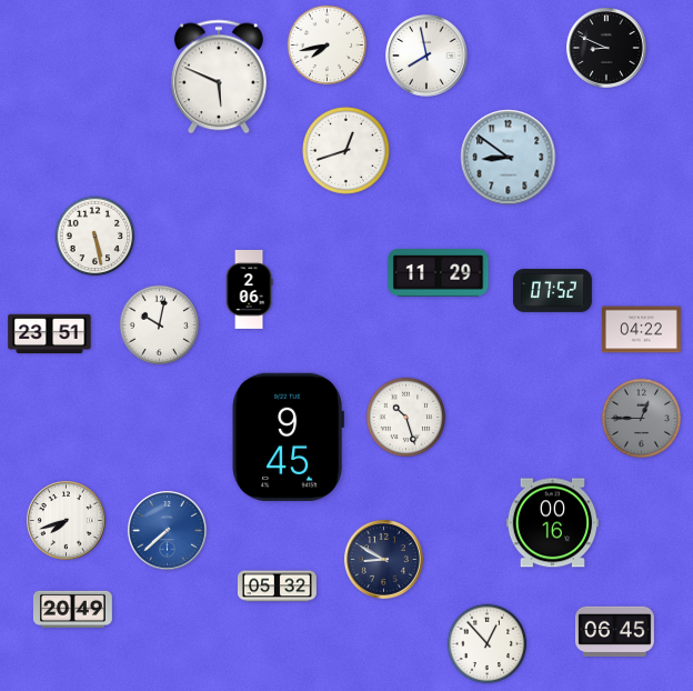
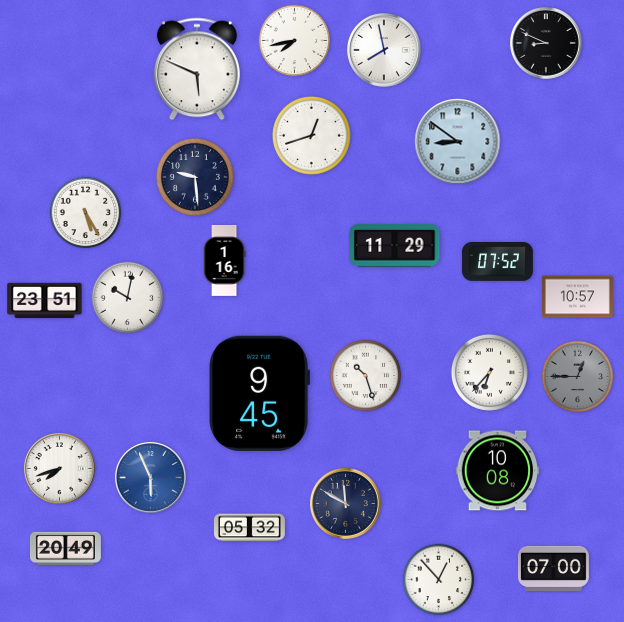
clock at (195, 177): none -> 9:29
clock at (96, 237): 5:28 -> 5:25
clock at (249, 289): 2:06 -> 1:16
clock at (160, 326) position: (160, 326) -> (128, 298)
clock at (641, 330): 04:22 -> 10:57
clock at (489, 372): none -> 6:37
clock at (553, 523): 00:16 -> 10:08
clock at (167, 530): 7:38 -> 5:56
clock at (383, 559): 8:50 -> 11:50
clock at (614, 631): 06:45 -> 07:00
